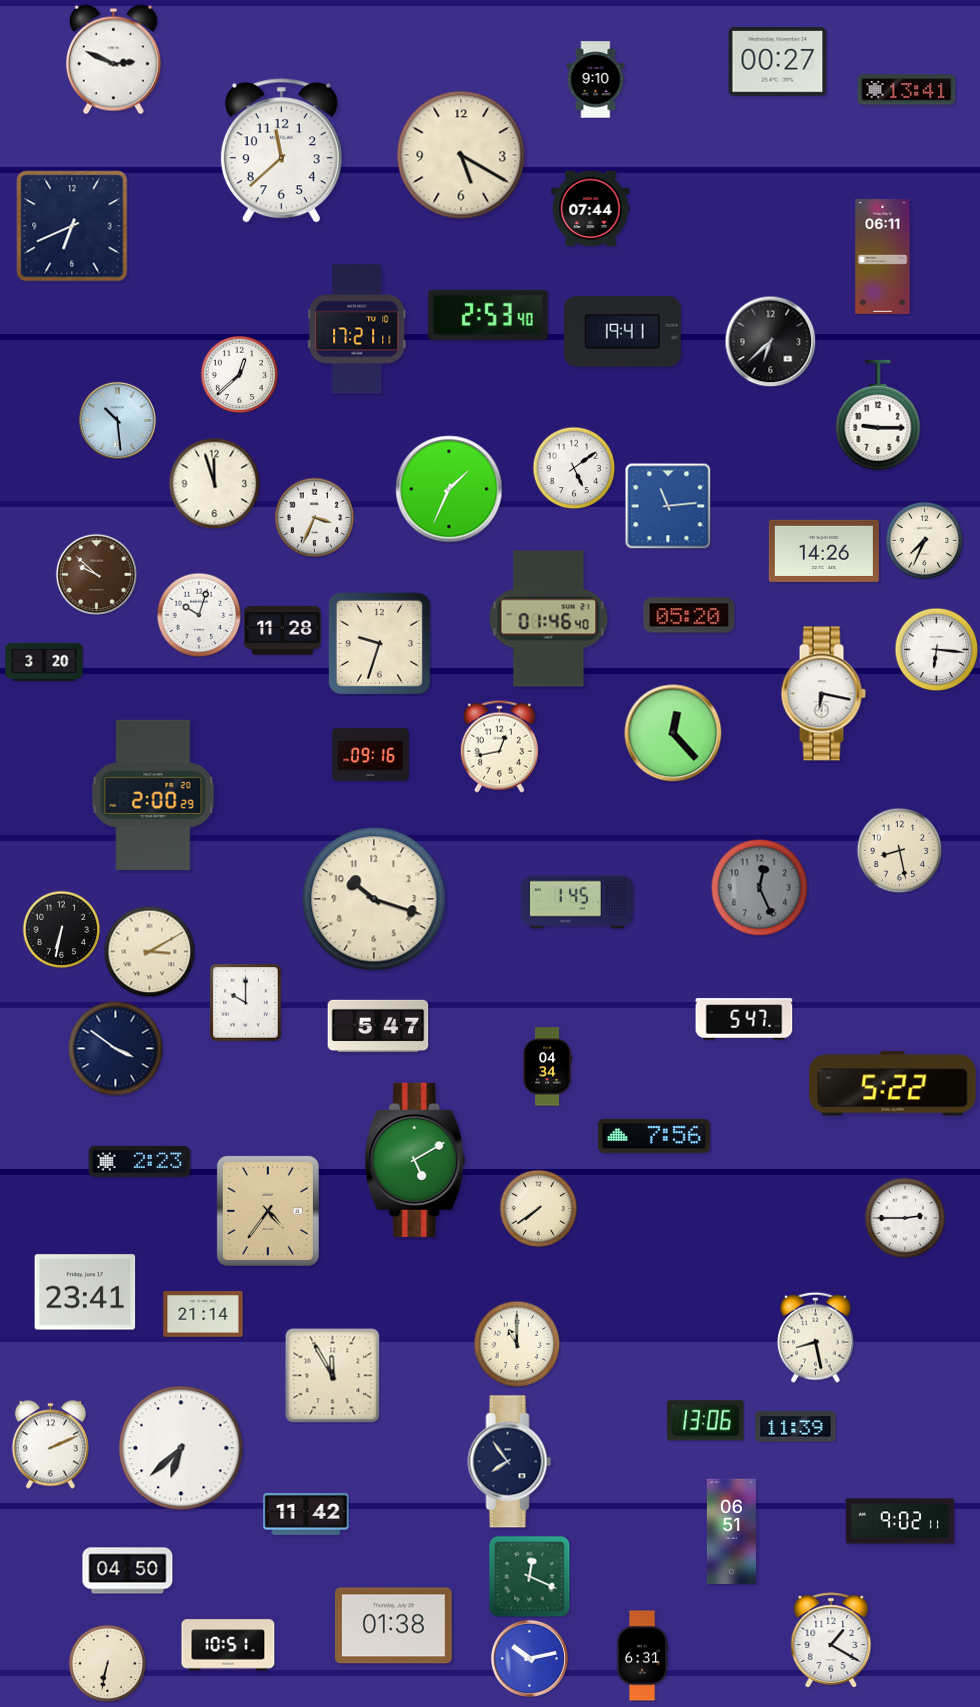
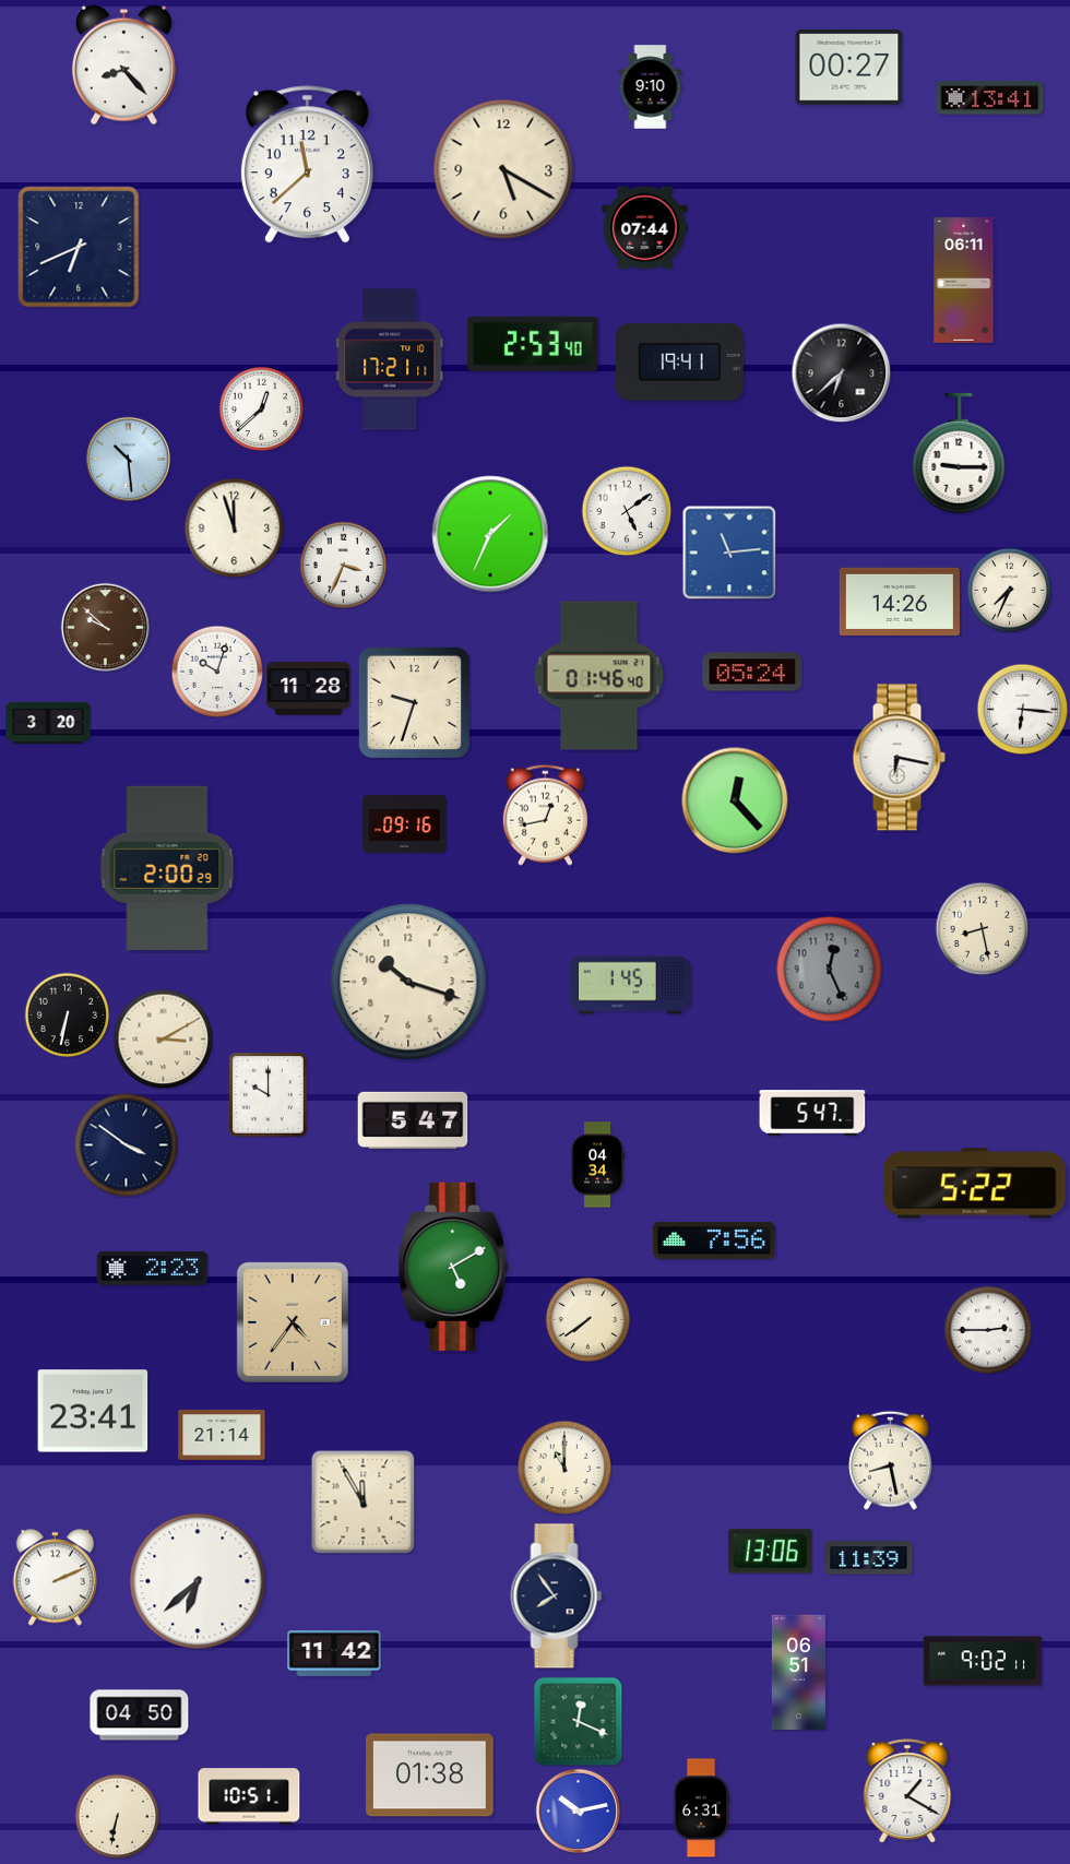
clock at (113, 60): 2:49 -> 8:23
clock at (689, 615): 05:20 -> 05:24
